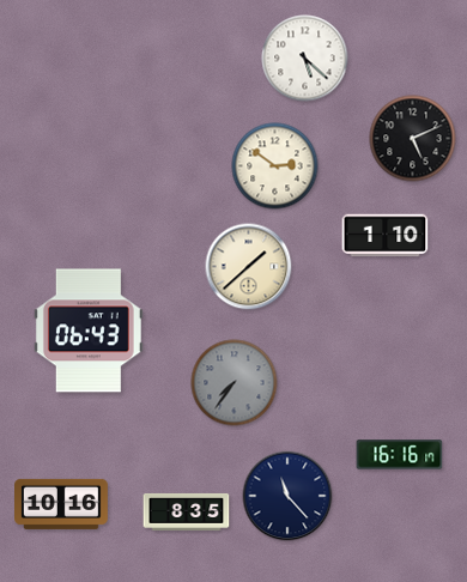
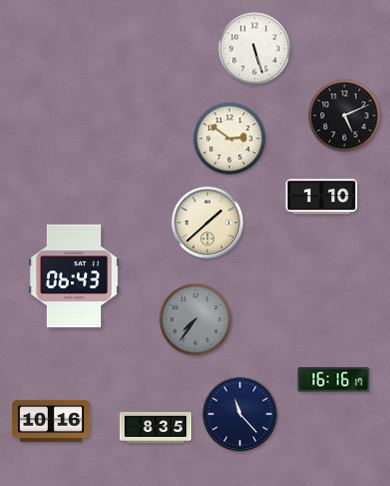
clock at (305, 59): 5:22 -> 5:27
